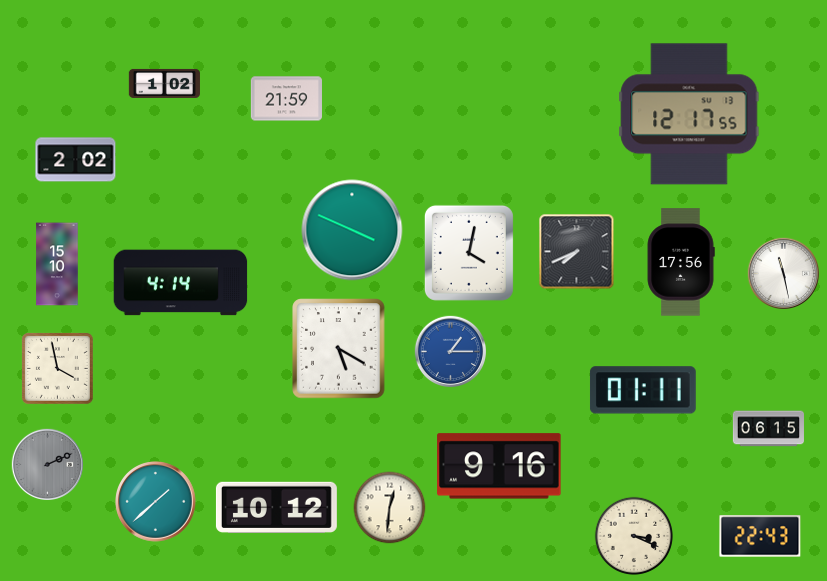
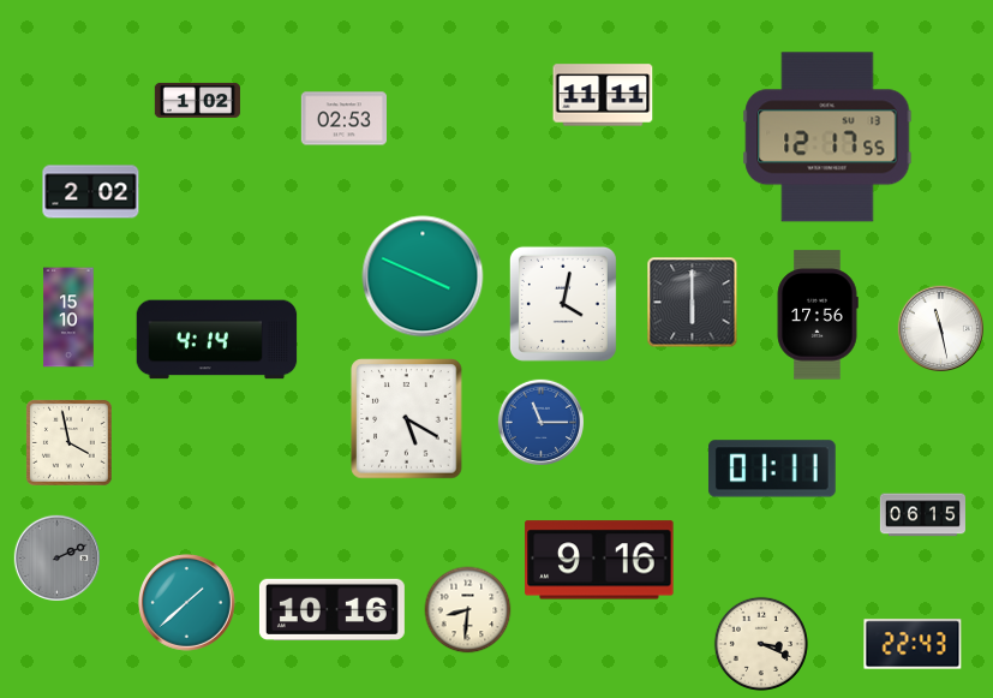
clock at (603, 95): none -> 11:11
clock at (286, 99): 21:59 -> 02:53
clock at (577, 252): 7:41 -> 6:00
clock at (450, 351): 1:15 -> 11:15
clock at (276, 507): 10:12 -> 10:16
clock at (390, 508): 12:31 -> 8:31
